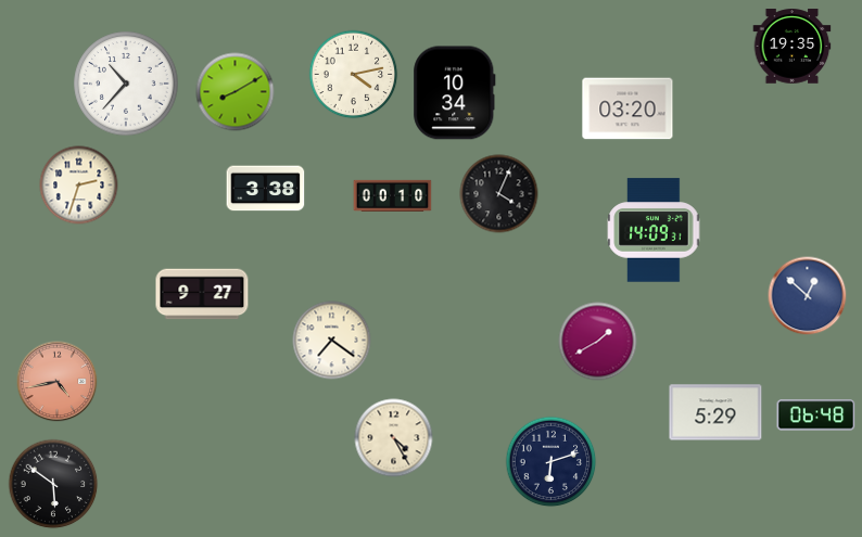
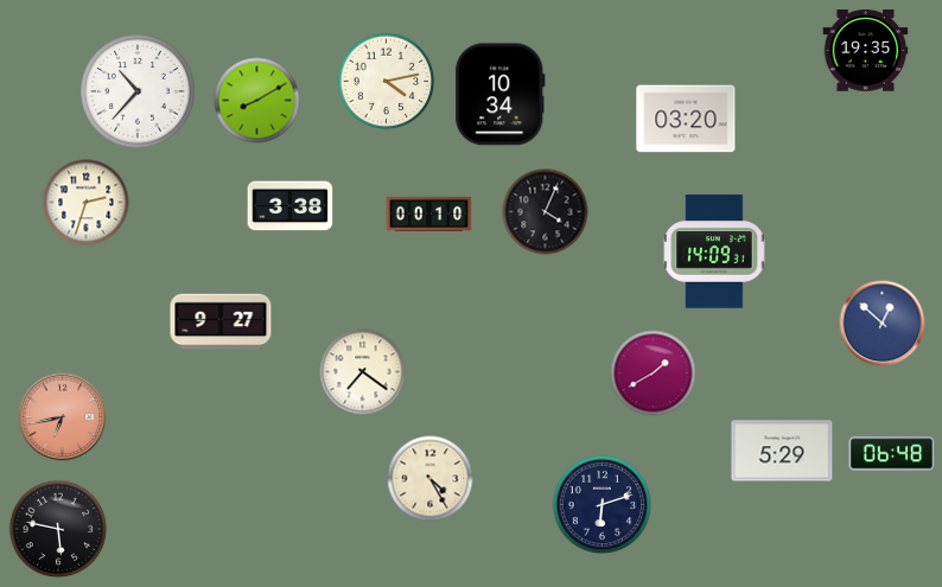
clock at (455, 93) position: (455, 93) -> (501, 95)
clock at (58, 382): 4:43 -> 6:43
clock at (53, 484): 5:51 -> 5:47
